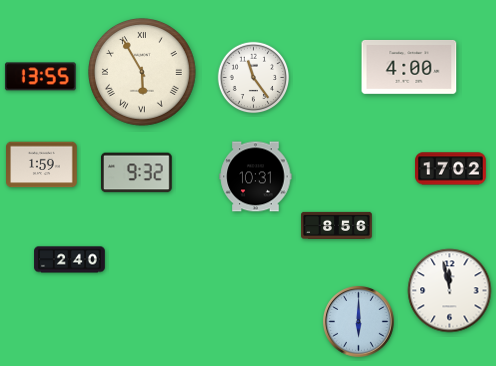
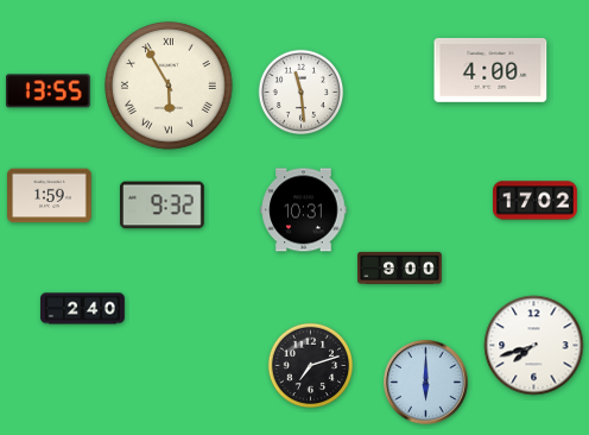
clock at (409, 67) position: (409, 67) -> (490, 70)
clock at (254, 78): 11:24 -> 11:29
clock at (337, 225): 8:56 -> 9:00
clock at (450, 291): 11:58 -> 7:42
clock at (311, 366): none -> 7:12
